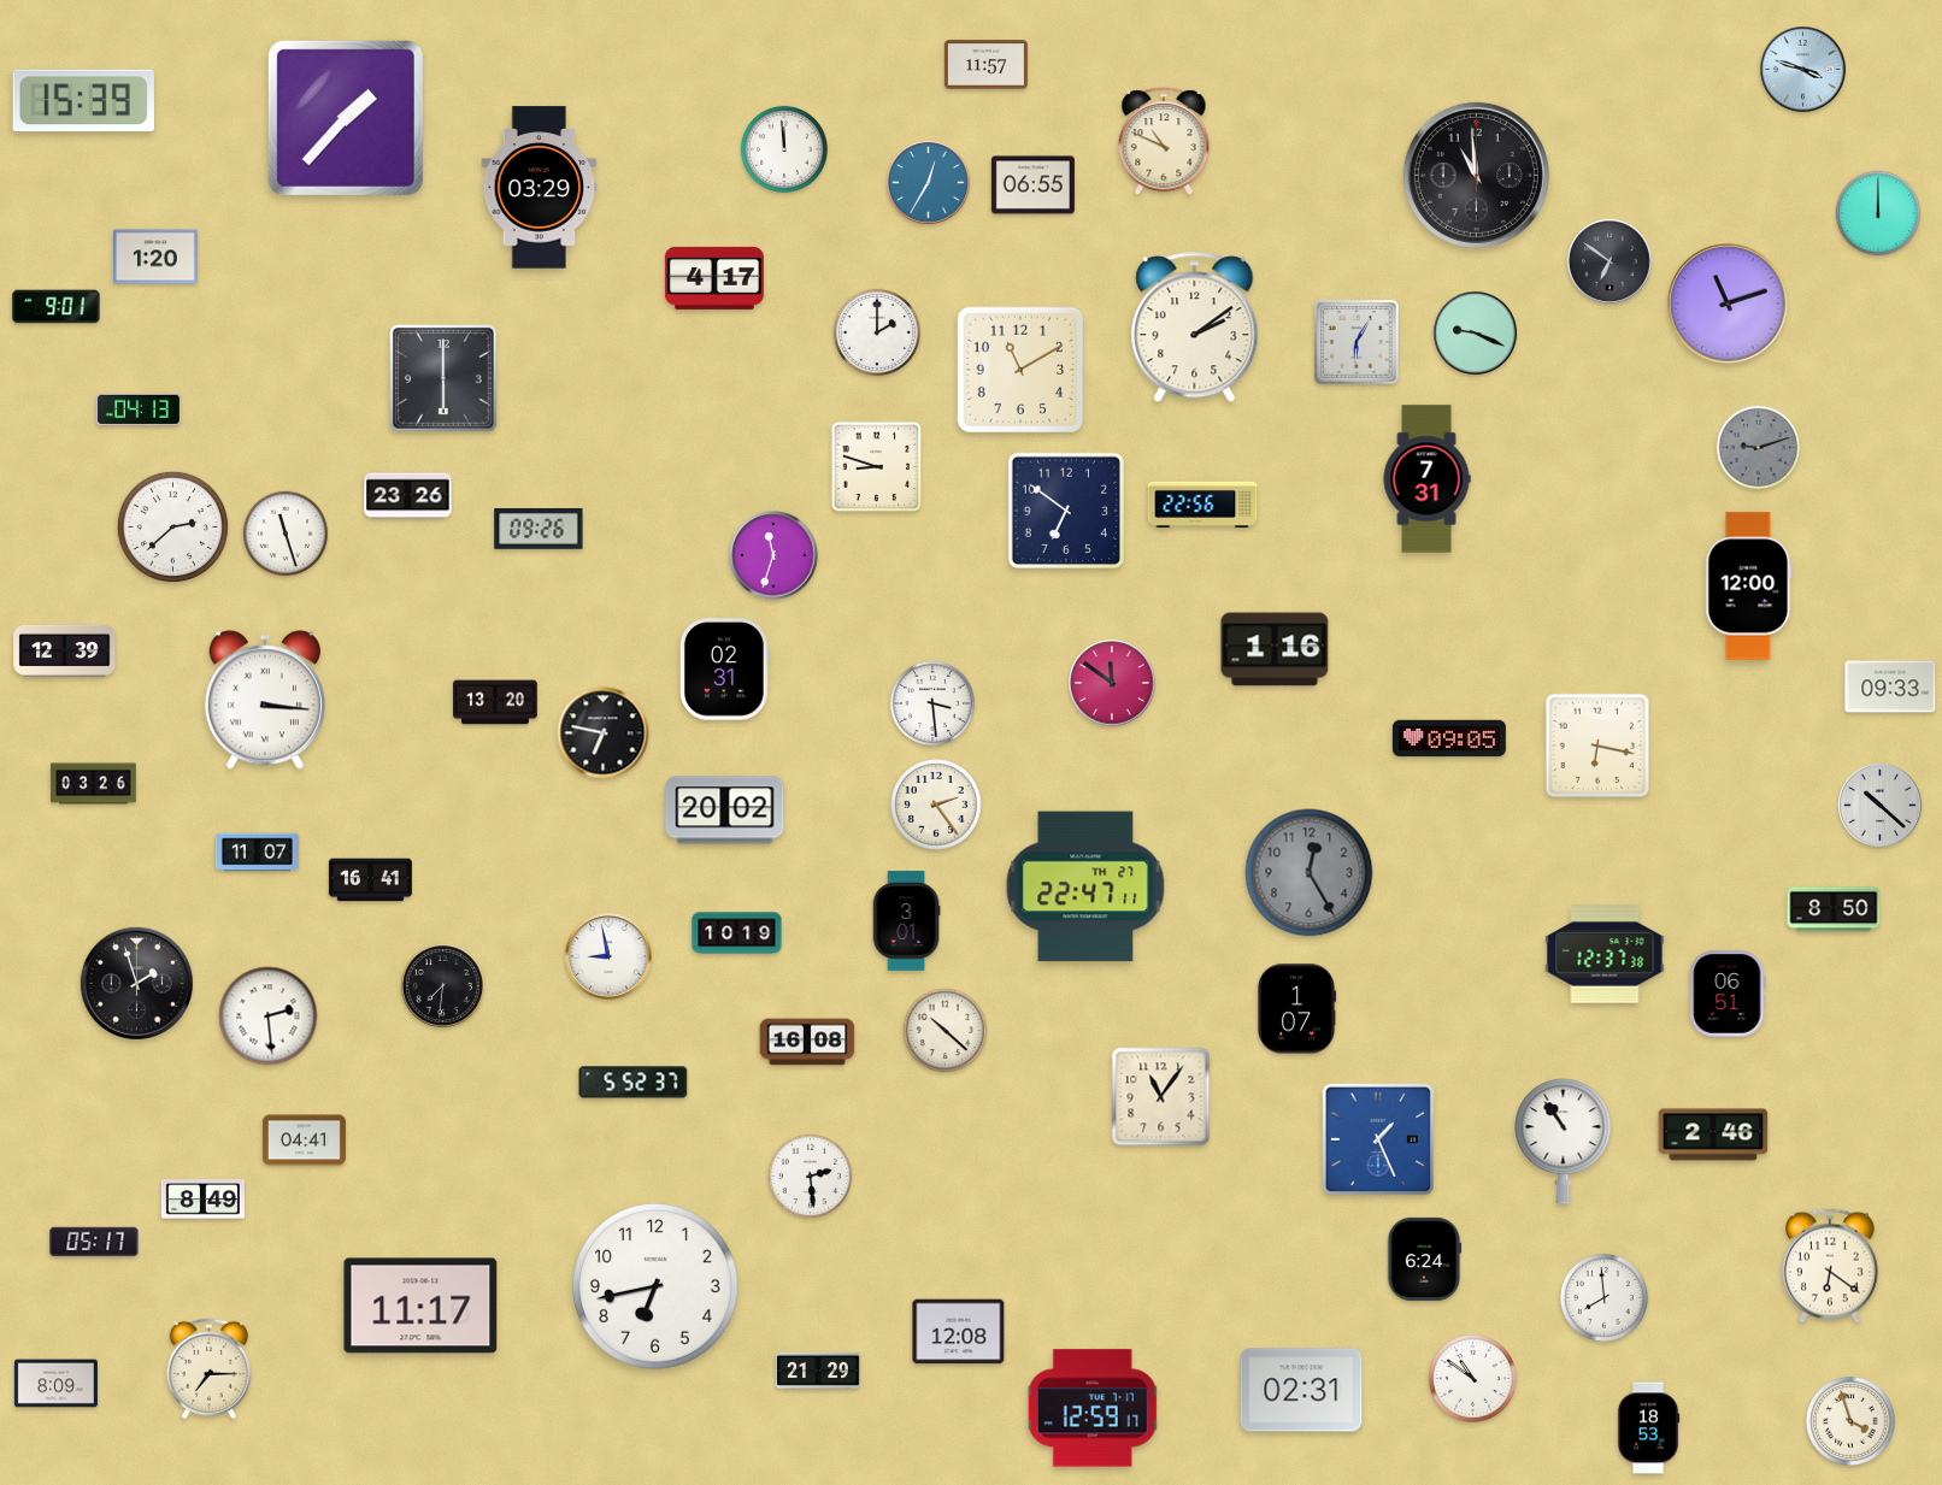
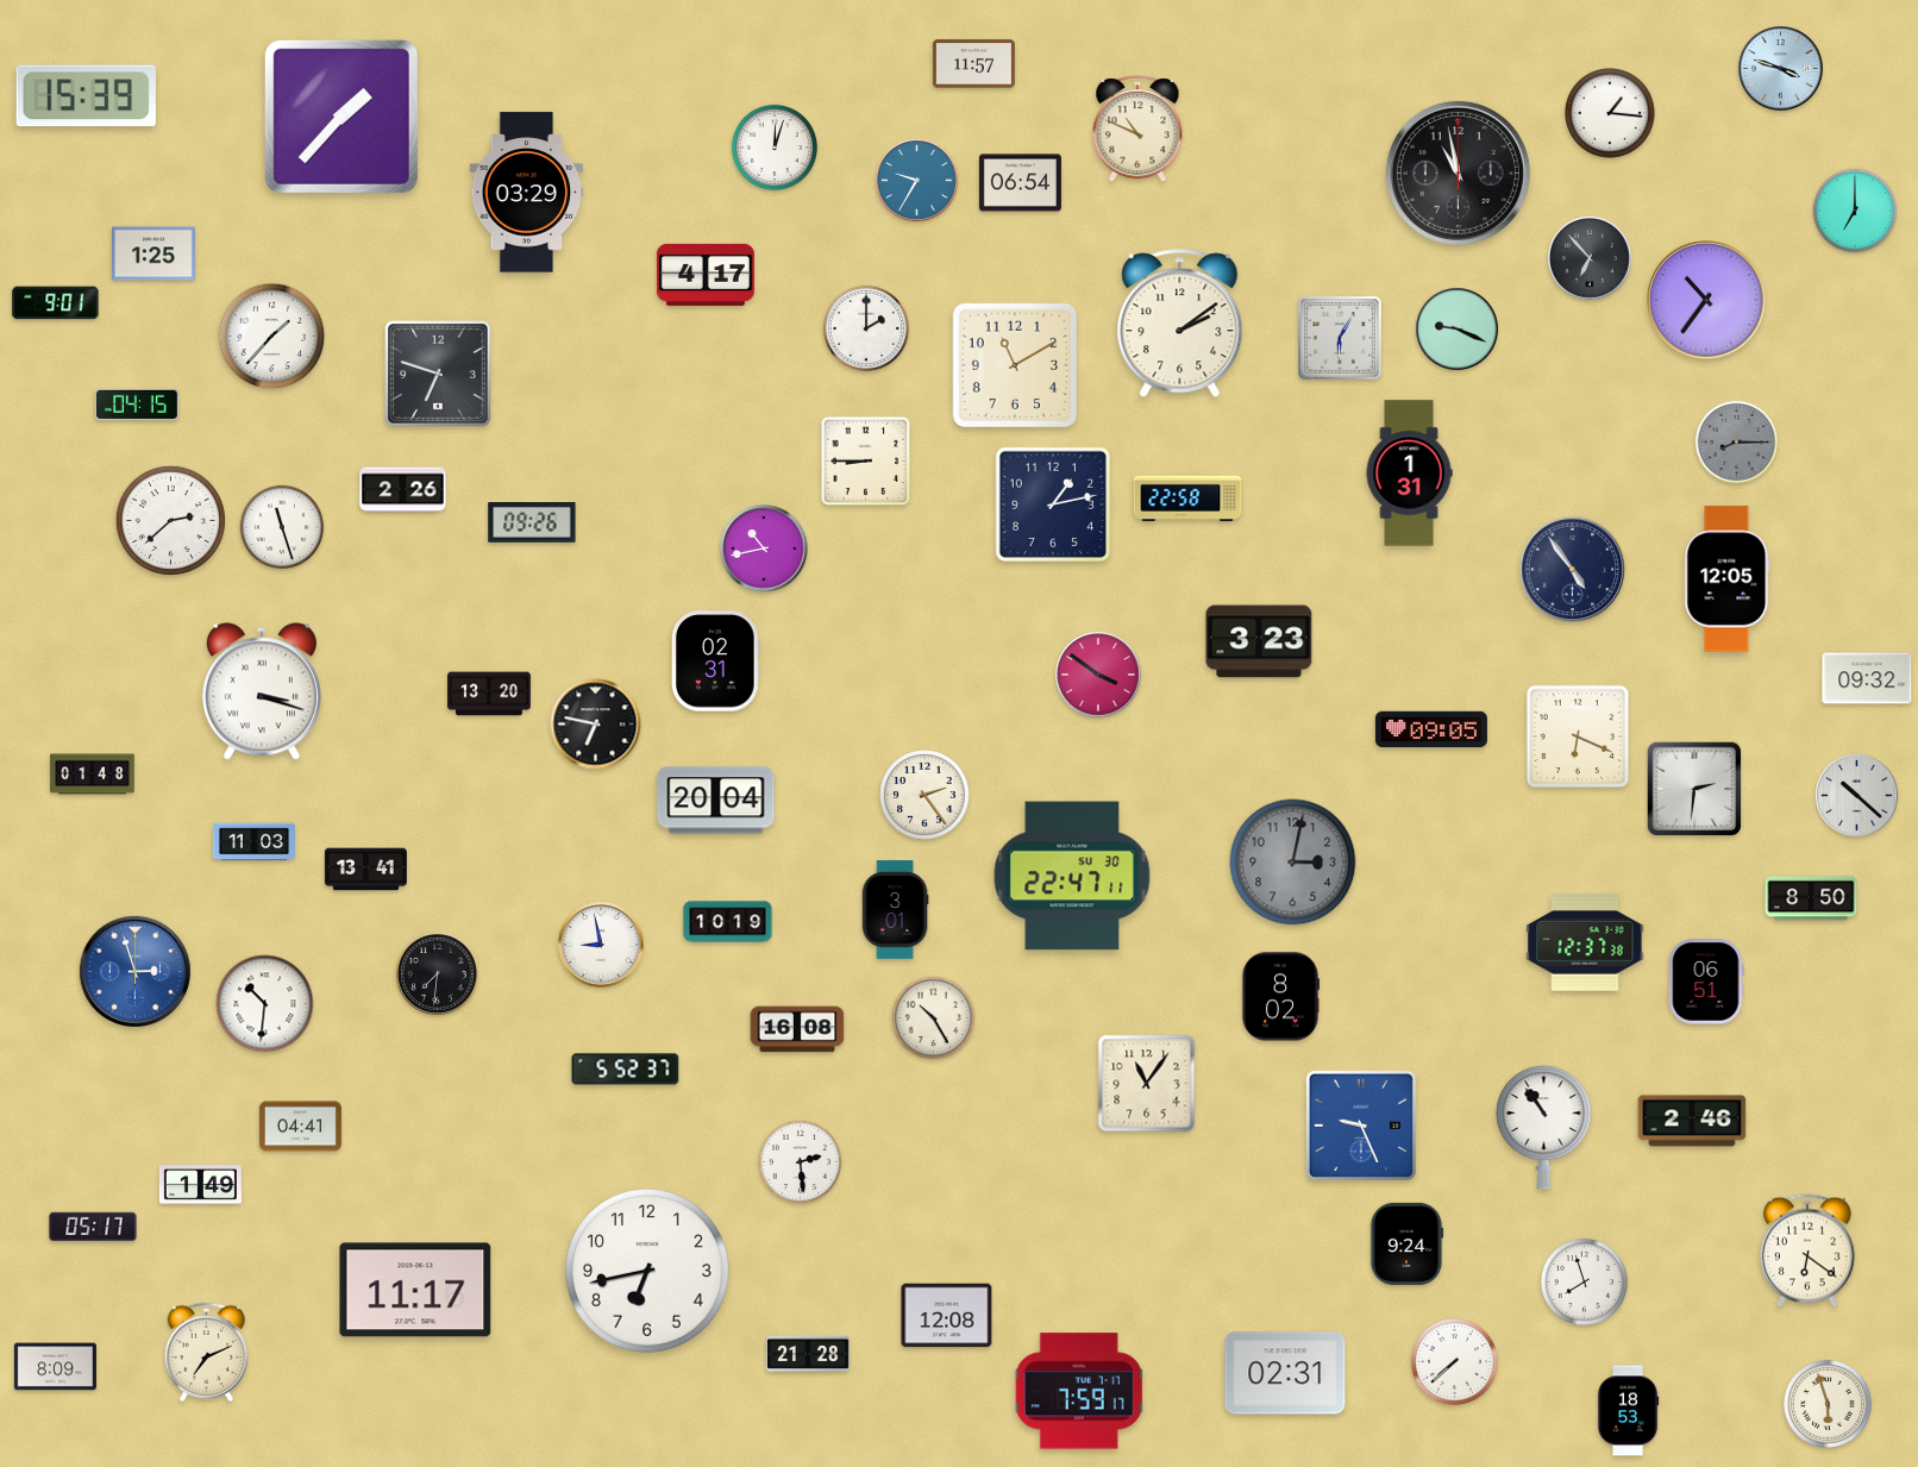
clock at (83, 101) position: (83, 101) -> (86, 96)
clock at (1610, 113): none -> 1:16
clock at (1164, 142) position: (1164, 142) -> (1137, 130)
clock at (784, 149): 11:59 -> 12:03
clock at (1476, 175): 10:59 -> 10:58
clock at (929, 183): 12:35 -> 9:35
clock at (1032, 185): 06:55 -> 06:54
clock at (540, 188) position: (540, 188) -> (527, 193)
clock at (1878, 213): 12:00 -> 7:00
clock at (157, 257): 1:20 -> 1:25
clock at (1609, 261): 6:51 -> 6:53
clock at (1728, 304): 11:12 -> 10:36
clock at (272, 337): none -> 1:37
clock at (1020, 370) position: (1020, 370) -> (1015, 365)
clock at (443, 378): 6:00 -> 6:48
clock at (139, 409): 04:13 -> 04:15
clock at (1759, 448): 9:12 -> 8:15
clock at (877, 467): 8:48 -> 8:45
clock at (1426, 479): 7:31 -> 1:31
clock at (408, 496): 23:26 -> 2:26
clock at (1202, 505): 22:56 -> 22:58
clock at (1065, 509): 6:51 -> 1:13
clock at (773, 555): 11:33 -> 10:43
clock at (1573, 570): none -> 4:54
clock at (1749, 587): 12:00 -> 12:05
clock at (1275, 649): 1:16 -> 3:23
clock at (65, 650): 12:39 -> none
clock at (1112, 683): 11:51 -> 3:51
clock at (1890, 686): 09:33 -> 09:32
clock at (265, 700): 3:16 -> 3:18
clock at (932, 703): 3:29 -> none
clock at (1597, 746): 6:17 -> 6:19
clock at (94, 784): 03:26 -> 01:48
clock at (1694, 789): none -> 2:31
clock at (725, 811): 20:02 -> 20:04
clock at (257, 853): 11:07 -> 11:03
clock at (1310, 873): 12:25 -> 3:02
clock at (370, 880): 16:41 -> 13:41
clock at (1085, 886) date: TH 27 -> SU 30
clock at (136, 983): 1:57 -> 2:57
clock at (136, 983) dial: black -> blue
clock at (1296, 1009): 1:07 -> 8:02
clock at (269, 1016): 2:29 -> 10:31
clock at (946, 1031): 10:22 -> 10:25
clock at (1377, 1138): 1:26 -> 9:26
clock at (202, 1200): 8:49 -> 1:49
clock at (1424, 1259): 6:24 -> 9:24
clock at (1603, 1297): 7:59 -> 7:57
clock at (210, 1369): 7:15 -> 7:11
clock at (819, 1371): 21:29 -> 21:28
clock at (1472, 1378): 10:51 -> 7:38
clock at (1093, 1408): 12:59 -> 7:59
clock at (1850, 1421): 3:57 -> 5:57
